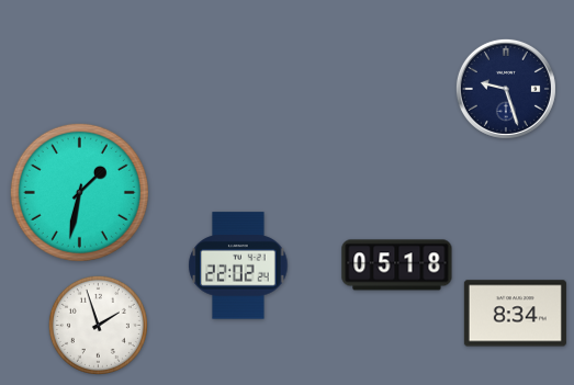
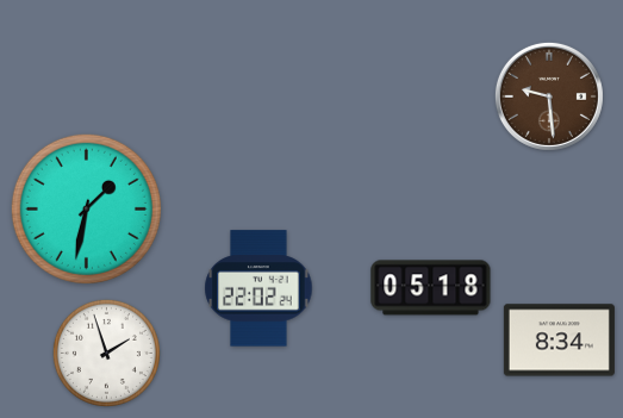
clock at (506, 89): 9:27 -> 9:29
clock at (506, 89) dial: navy -> brown
